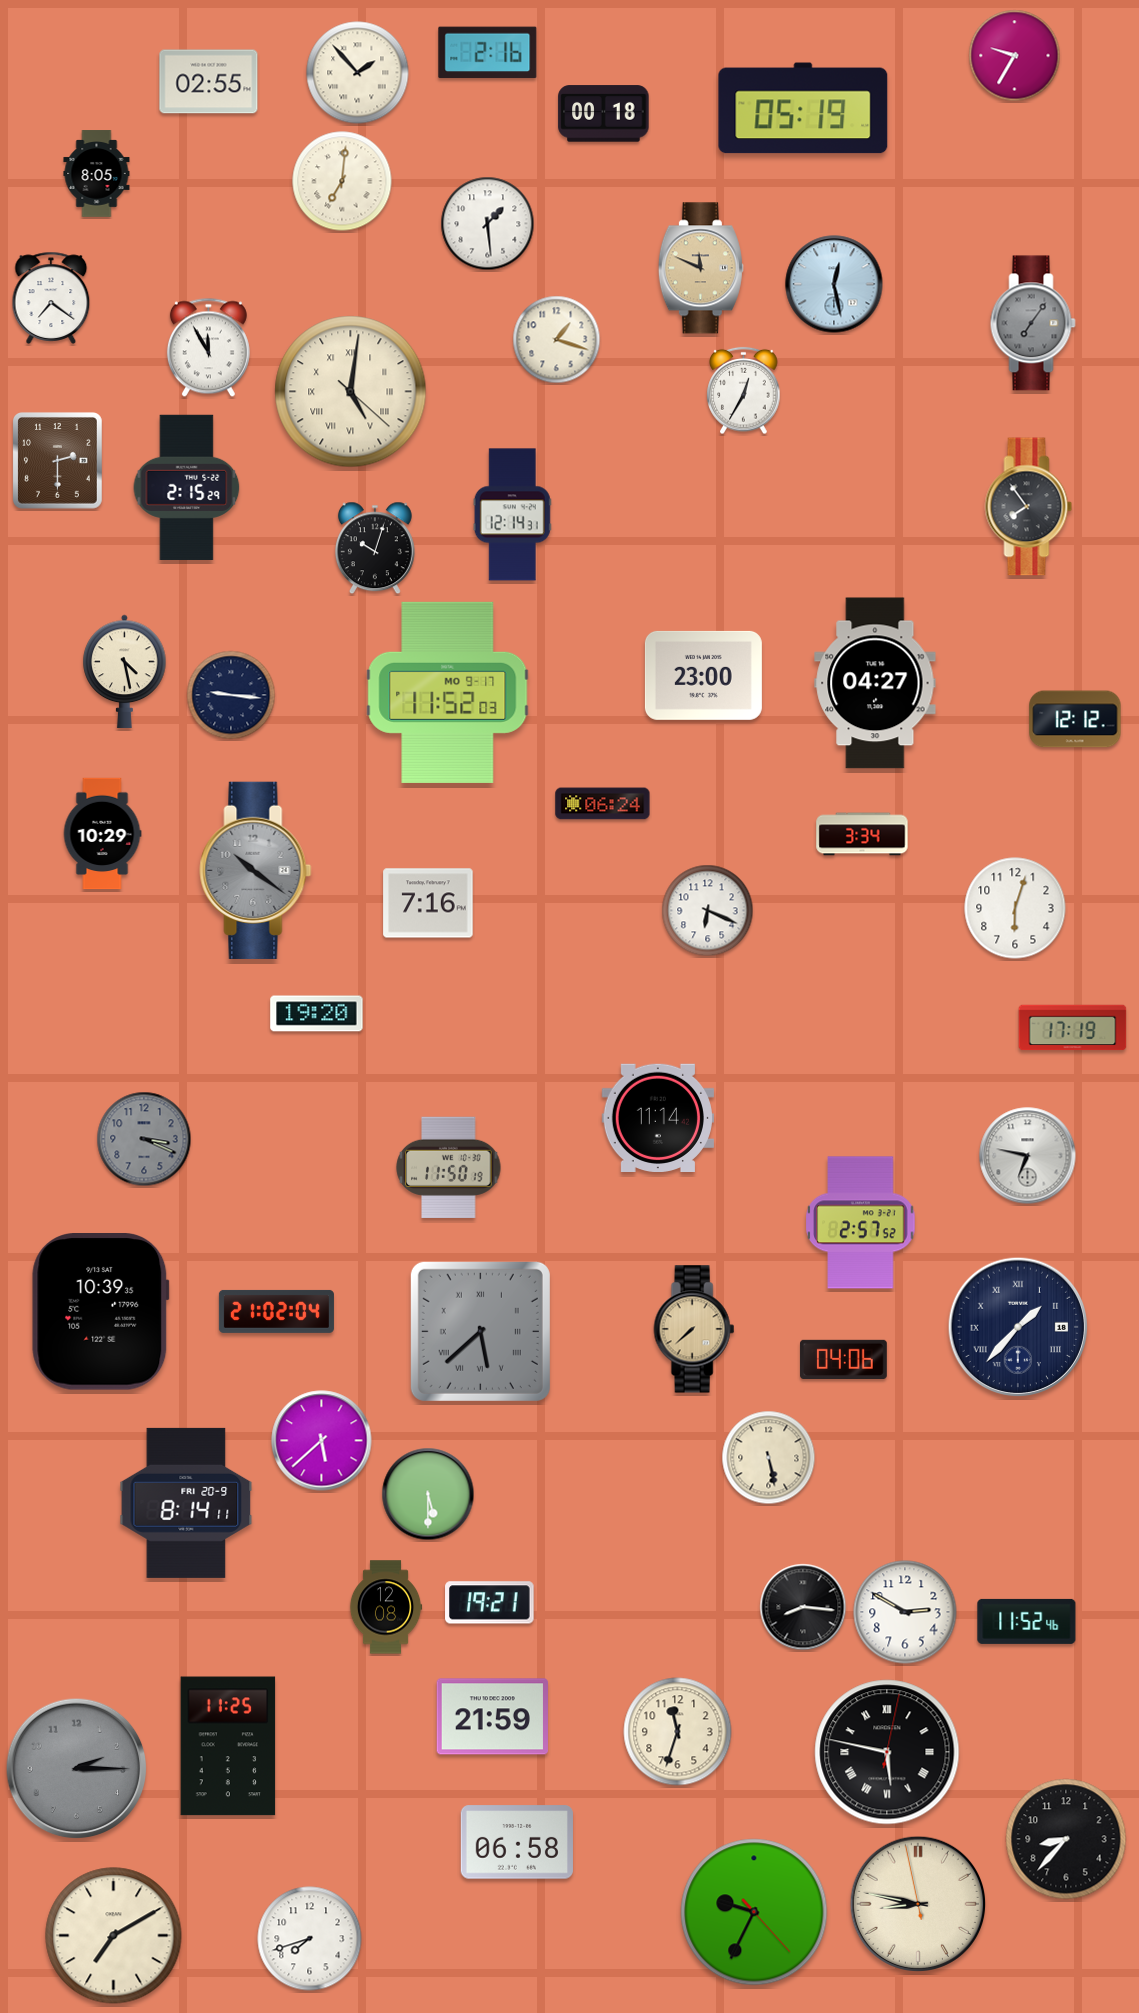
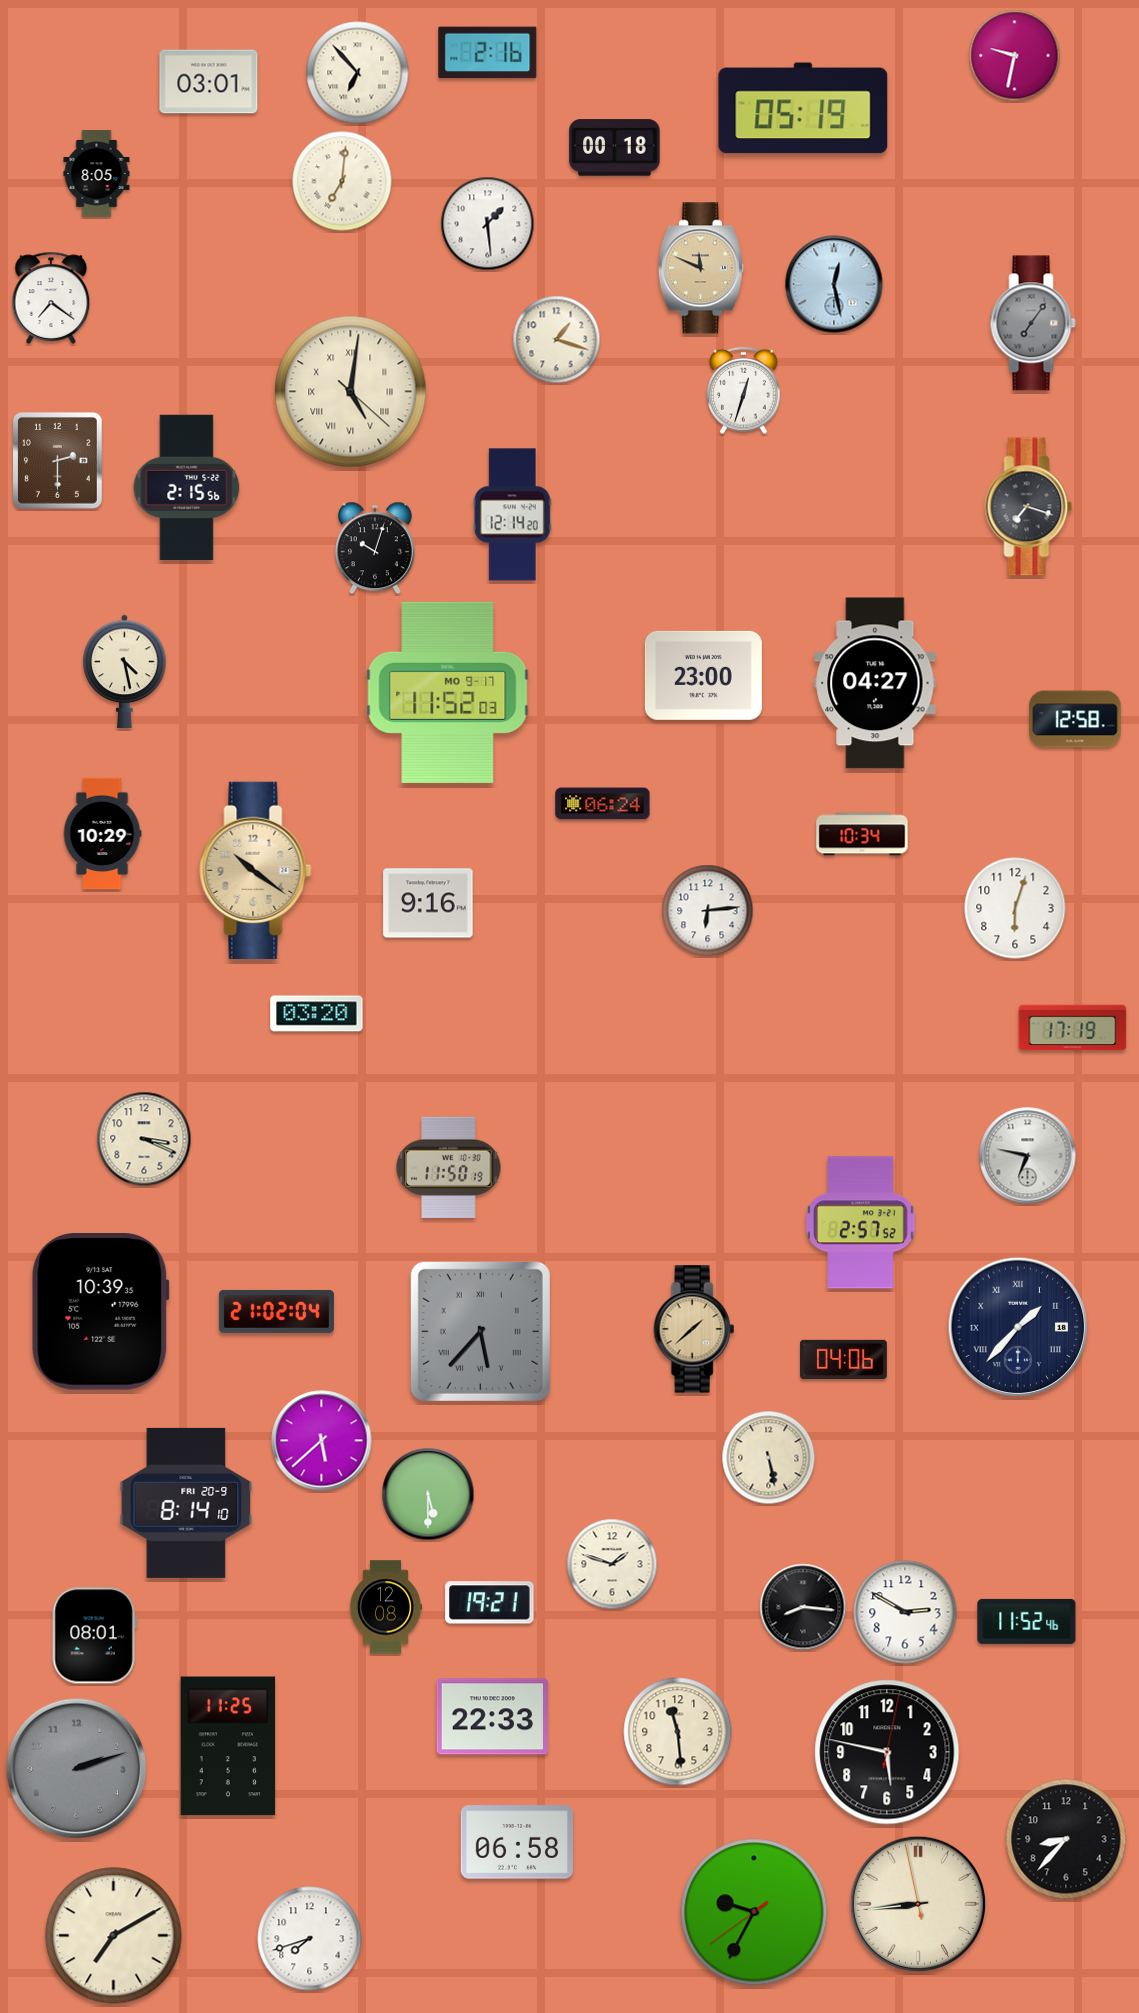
clock at (1015, 56): 9:35 -> 9:32
clock at (358, 73): 1:53 -> 6:53
clock at (209, 82): 02:55 -> 03:01
clock at (604, 114) position: (604, 114) -> (615, 148)
clock at (208, 348): 11:55 -> none
clock at (744, 391): 12:35 -> 12:33
clock at (187, 487): 2:15:29 -> 2:15:56
clock at (1029, 507): 7:54 -> 7:18
clock at (512, 515): 12:14:31 -> 12:14:20
clock at (231, 695): 9:16 -> none
clock at (1075, 719): 12:12 -> 12:58
clock at (862, 834): 3:34 -> 10:34
clock at (256, 870) dial: grey -> champagne
clock at (428, 903): 7:16 -> 9:16
clock at (708, 911): 6:19 -> 6:14
clock at (317, 1014): 19:20 -> 03:20
clock at (657, 1117): 11:14 -> none
clock at (144, 1139) dial: grey -> cream
clock at (694, 1329): 7:38 -> 1:38
clock at (480, 1331): 5:38 -> 5:37
clock at (186, 1503): 8:14:11 -> 8:14:10
clock at (612, 1564): none -> 1:48
clock at (94, 1636): none -> 08:01
clock at (492, 1717): 21:59 -> 22:33
clock at (678, 1732): 11:33 -> 11:29
clock at (887, 1752) numerals: Roman -> Arabic
clock at (77, 1769): 2:15 -> 2:12
clock at (917, 1903): 8:46 -> 8:43
clock at (754, 1912): 9:34:23 -> 9:34:39
